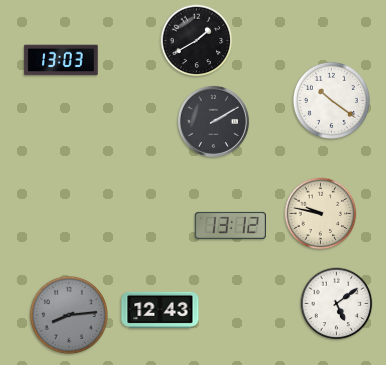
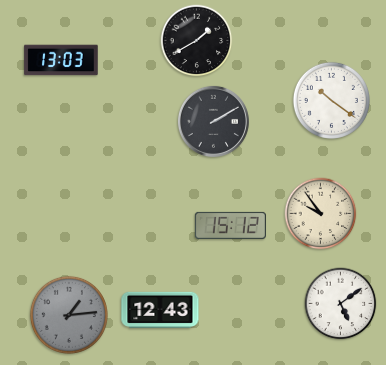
clock at (321, 214): 9:47 -> 9:54
clock at (230, 225): 13:12 -> 15:12
clock at (337, 304) position: (337, 304) -> (341, 304)
clock at (69, 315): 8:14 -> 1:14
